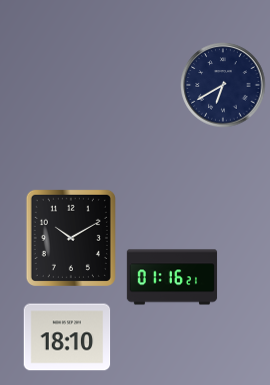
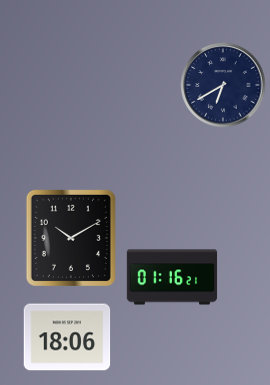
clock at (67, 337): 18:10 -> 18:06
